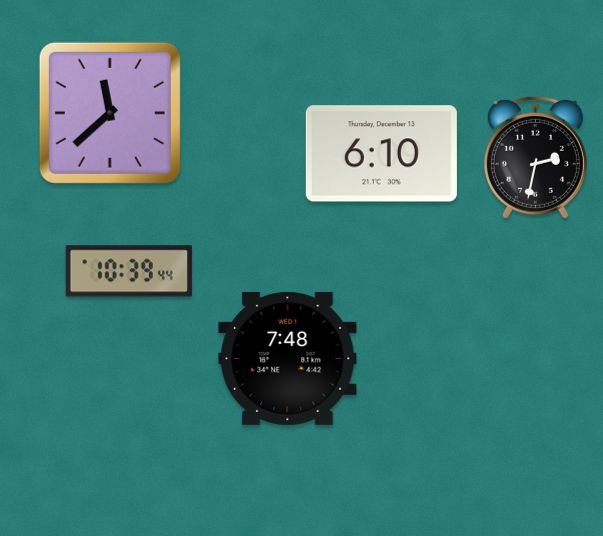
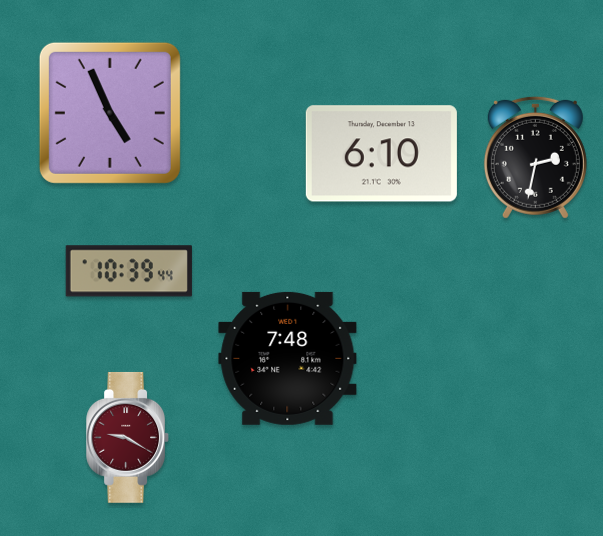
clock at (110, 113): 11:38 -> 4:56
clock at (128, 437): none -> 9:20
